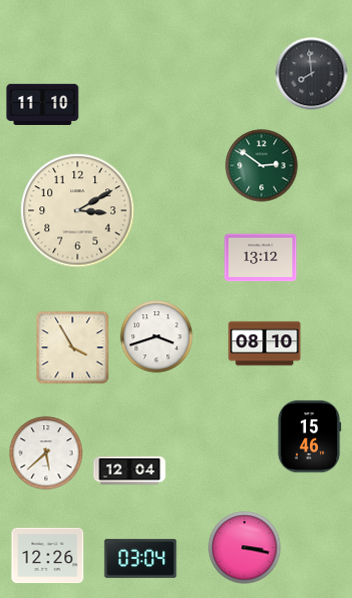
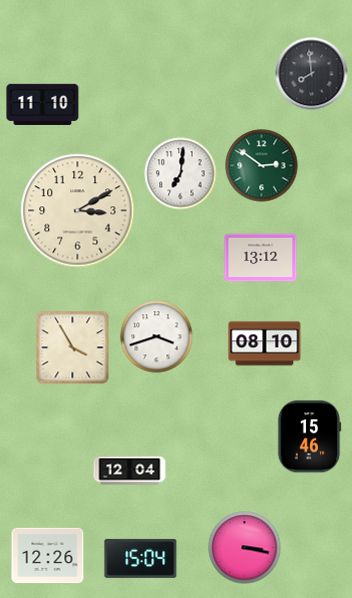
clock at (181, 174): none -> 7:01
clock at (46, 453): 5:38 -> none
clock at (141, 558): 03:04 -> 15:04
